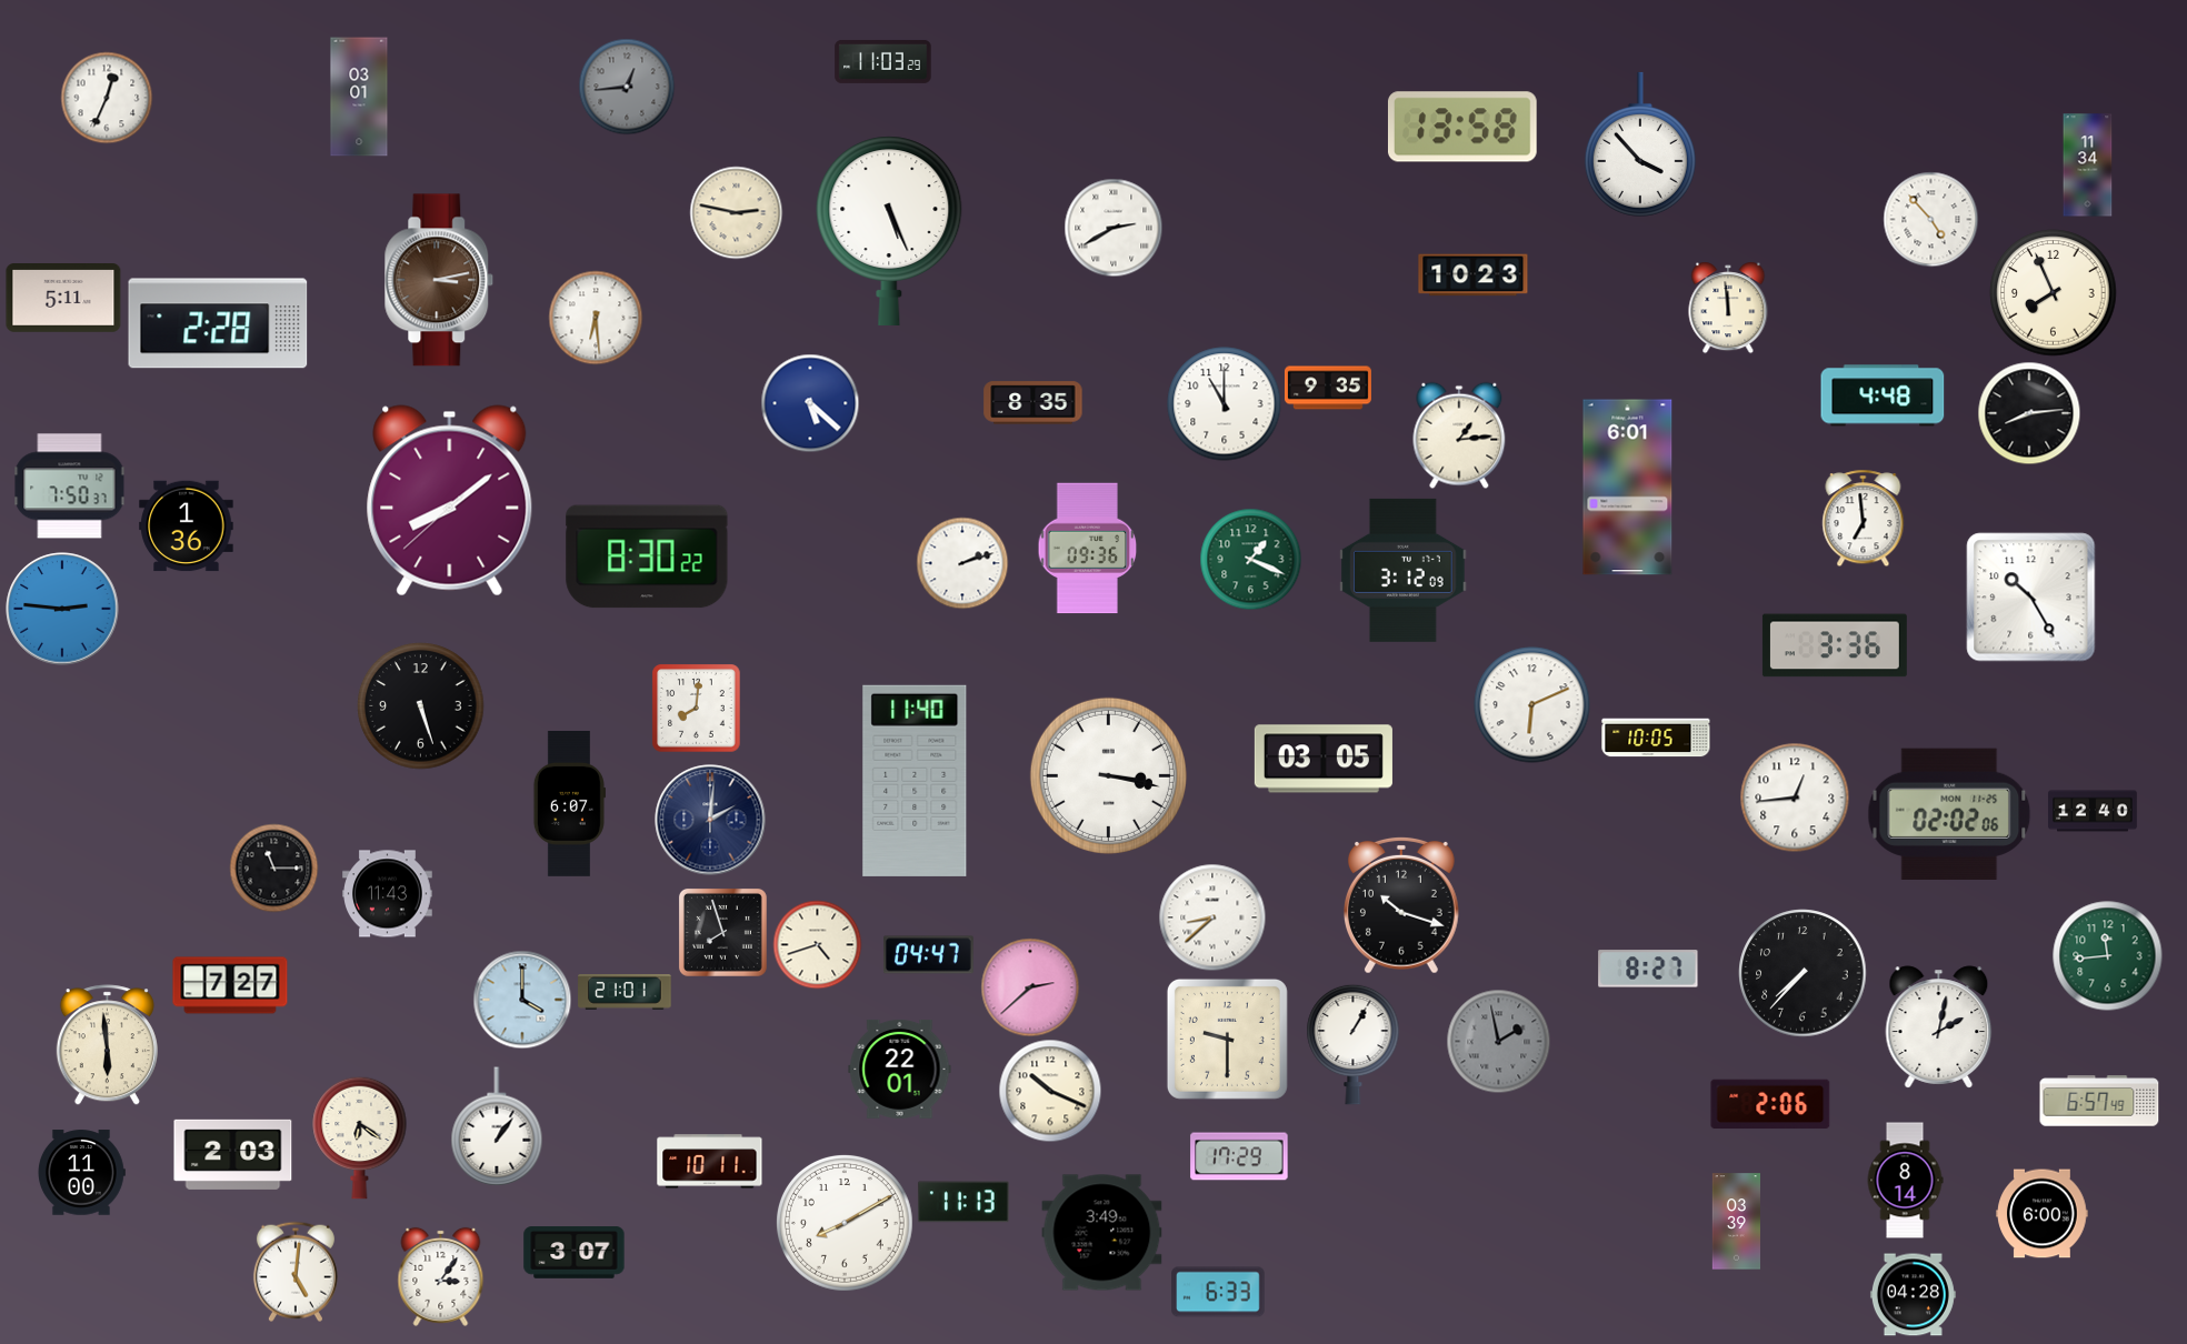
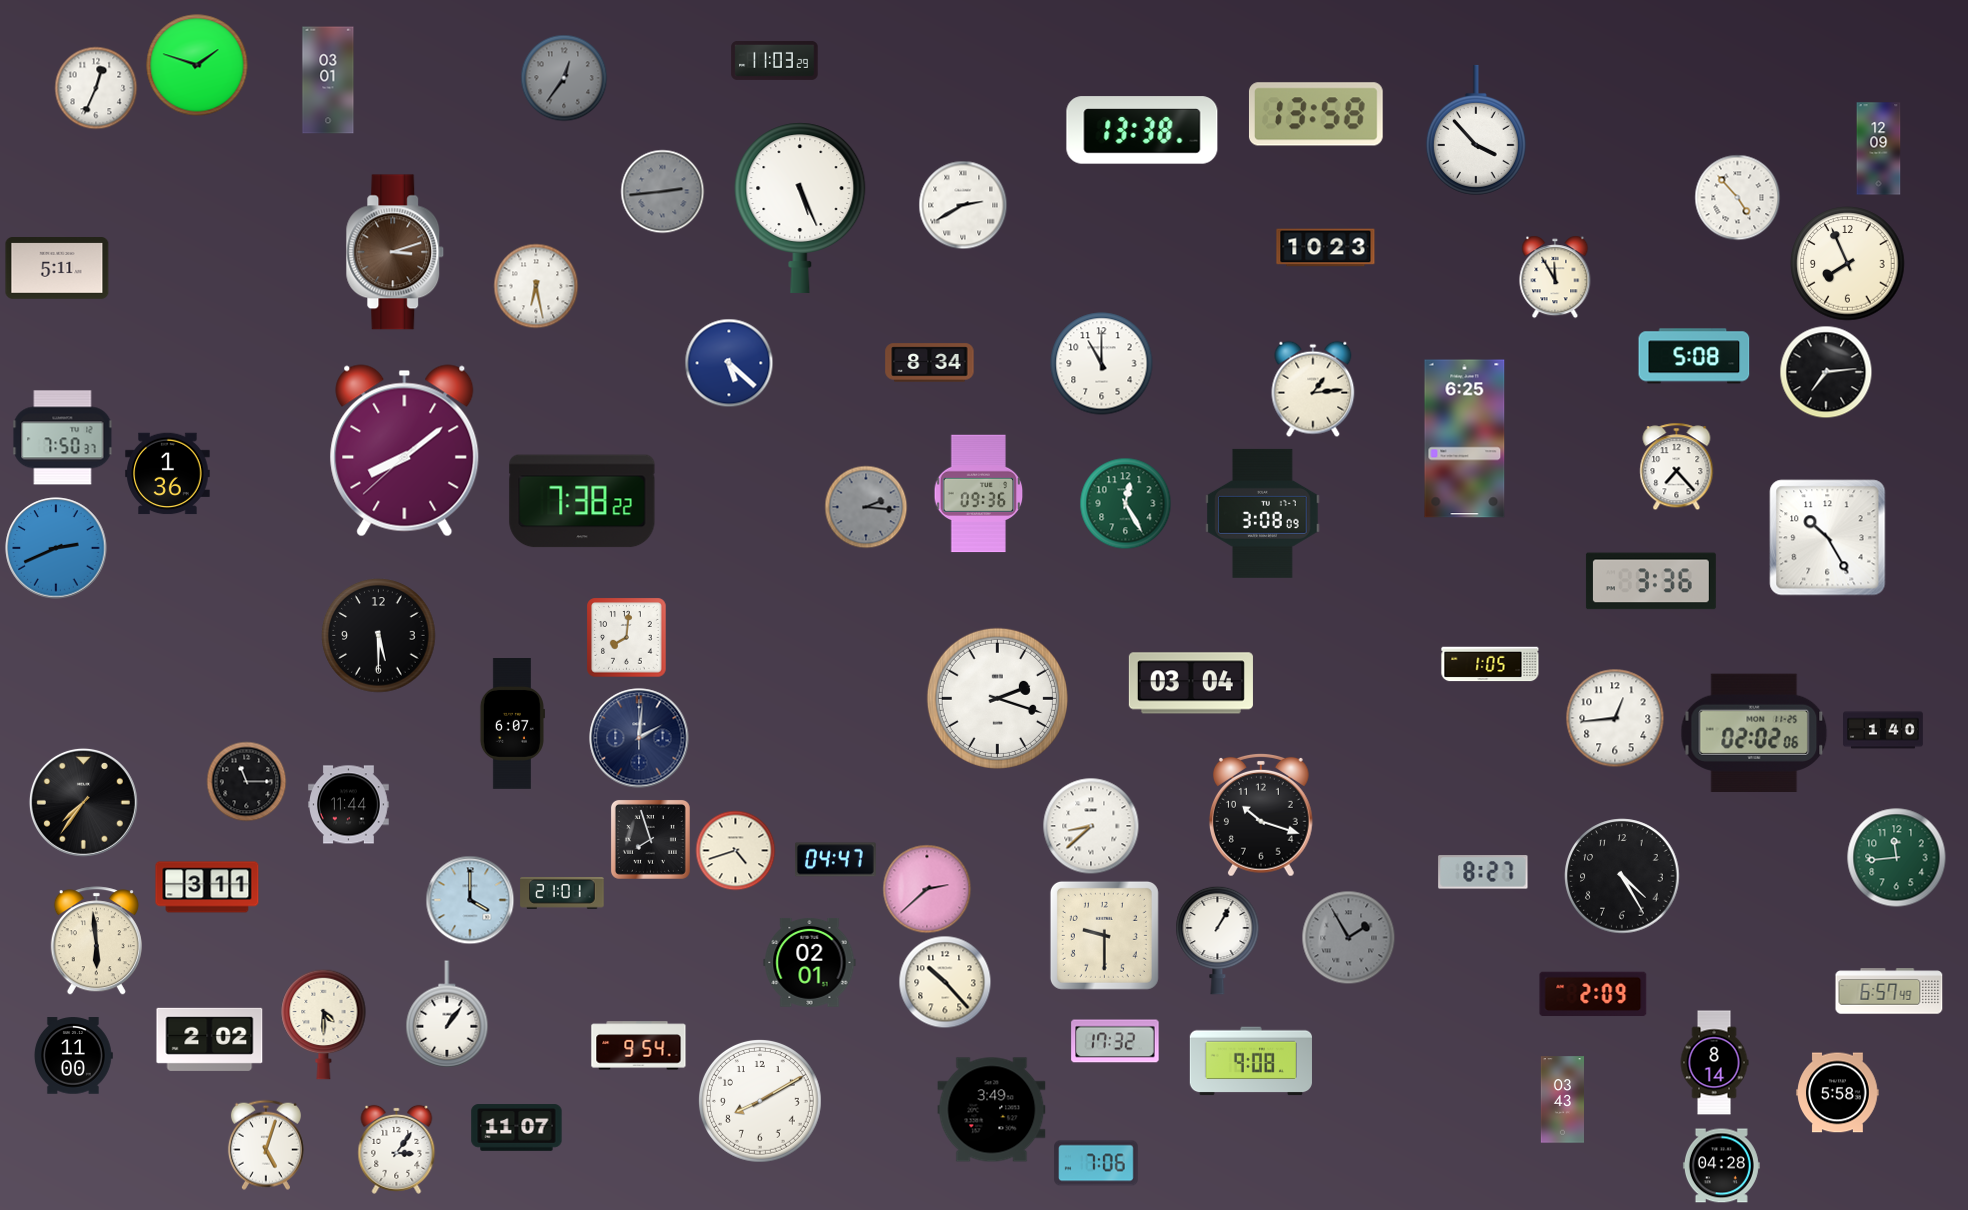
clock at (883, 61) position: (883, 61) -> (775, 60)
clock at (197, 65): none -> 1:48
clock at (627, 87): 12:44 -> 12:36
clock at (359, 97) position: (359, 97) -> (328, 80)
clock at (1142, 130): none -> 13:38
clock at (2088, 166): 11:34 -> 12:09
clock at (736, 212): 2:47 -> 2:44
clock at (736, 212) dial: cream -> grey
clock at (1114, 228) position: (1114, 228) -> (963, 205)
clock at (439, 280): 3:13 -> 3:12
clock at (1728, 308): 11:59 -> 11:55
clock at (596, 318): 6:29 -> 6:28
clock at (218, 323): 2:28 -> none
clock at (1328, 388): 9:35 -> none
clock at (1883, 395): 4:48 -> 5:08
clock at (1033, 403): 8:35 -> 8:34
clock at (2029, 413): 8:14 -> 7:14
clock at (1459, 435) position: (1459, 435) -> (1313, 389)
clock at (1628, 488): 6:01 -> 6:25
clock at (1864, 518): 6:59 -> 7:23
clock at (647, 556): 8:30 -> 7:38
clock at (1250, 559): 1:19 -> 12:25
clock at (962, 563): 2:12 -> 2:16
clock at (962, 563) dial: white -> grey
clock at (1404, 570): 3:12 -> 3:08
clock at (62, 609): 2:46 -> 2:41
clock at (1532, 705): 6:11 -> none
clock at (421, 706): 5:27 -> 5:30
clock at (1656, 738): 10:05 -> 1:05
clock at (1324, 759): 03:05 -> 03:04
clock at (1108, 775): 3:17 -> 2:18
clock at (915, 781): 11:40 -> none
clock at (2093, 811): 12:40 -> 1:40
clock at (83, 802): none -> 7:36
clock at (388, 894): 11:43 -> 11:44
clock at (2108, 956) position: (2108, 956) -> (1897, 858)
clock at (1802, 973): 7:37 -> 4:25
clock at (230, 985): 7:27 -> 3:11
clock at (1939, 1027): 2:02 -> none
clock at (1498, 1041): 1:58 -> 1:55
clock at (900, 1069): 22:01 -> 02:01
clock at (1050, 1091): 10:19 -> 10:23
clock at (1770, 1104): 2:06 -> 2:09
clock at (360, 1137): 6:21 -> 4:30
clock at (233, 1154): 2:03 -> 2:02
clock at (1239, 1156): 17:29 -> 17:32
clock at (710, 1162): 10:11 -> 9:54
clock at (1251, 1061): none -> 9:08
clock at (963, 1202): 11:13 -> none
clock at (2043, 1214): 6:00 -> 5:58
clock at (1736, 1222): 03:39 -> 03:43
clock at (575, 1253): 3:07 -> 11:07
clock at (296, 1272): 5:01 -> 5:03
clock at (1218, 1292): 6:33 -> 7:06
